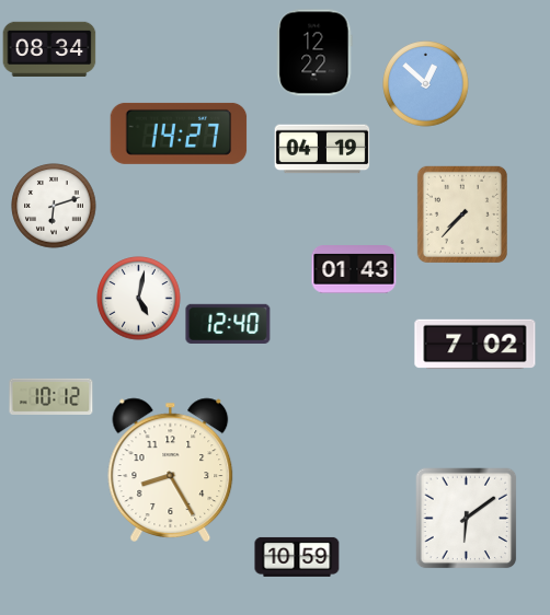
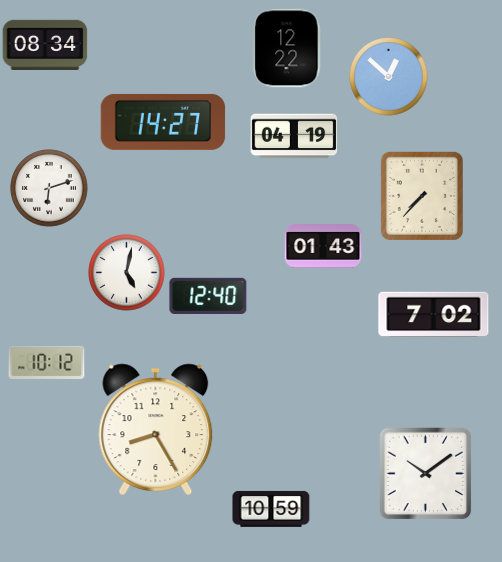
clock at (467, 519): 6:09 -> 10:09
